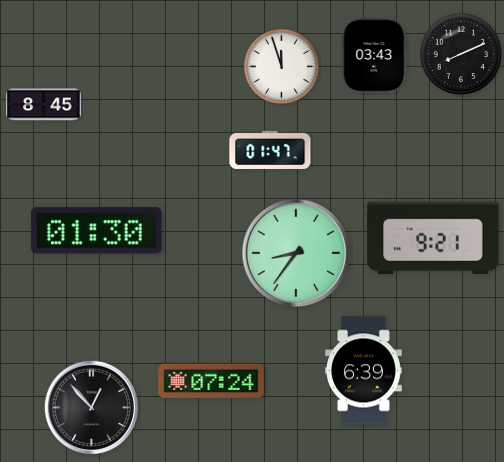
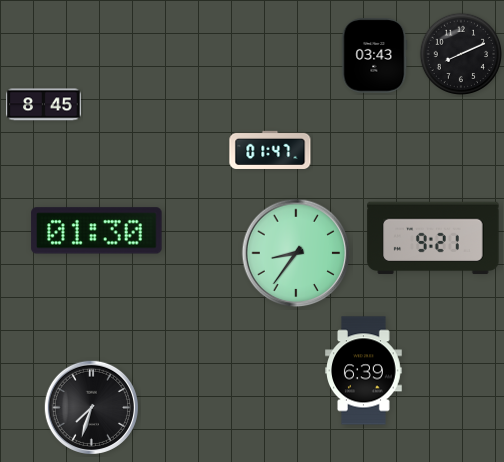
clock at (282, 67): 11:57 -> none
clock at (211, 381): 07:24 -> none
clock at (91, 407): 12:53 -> 7:33
